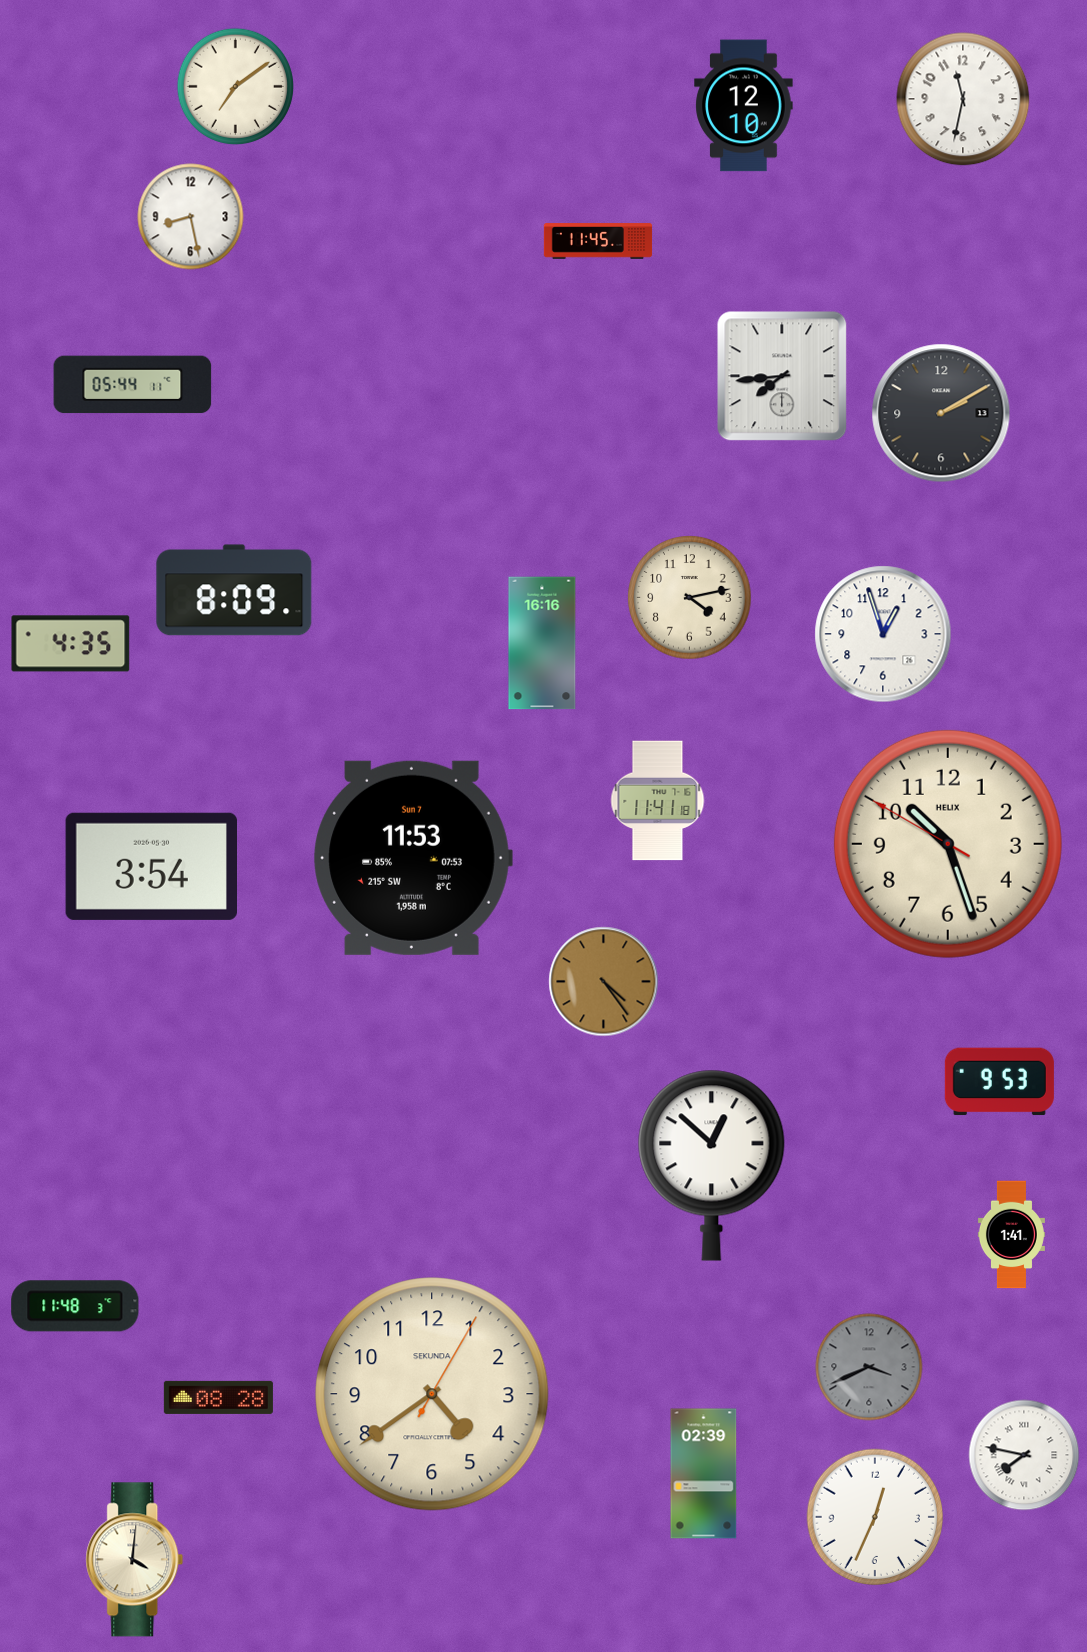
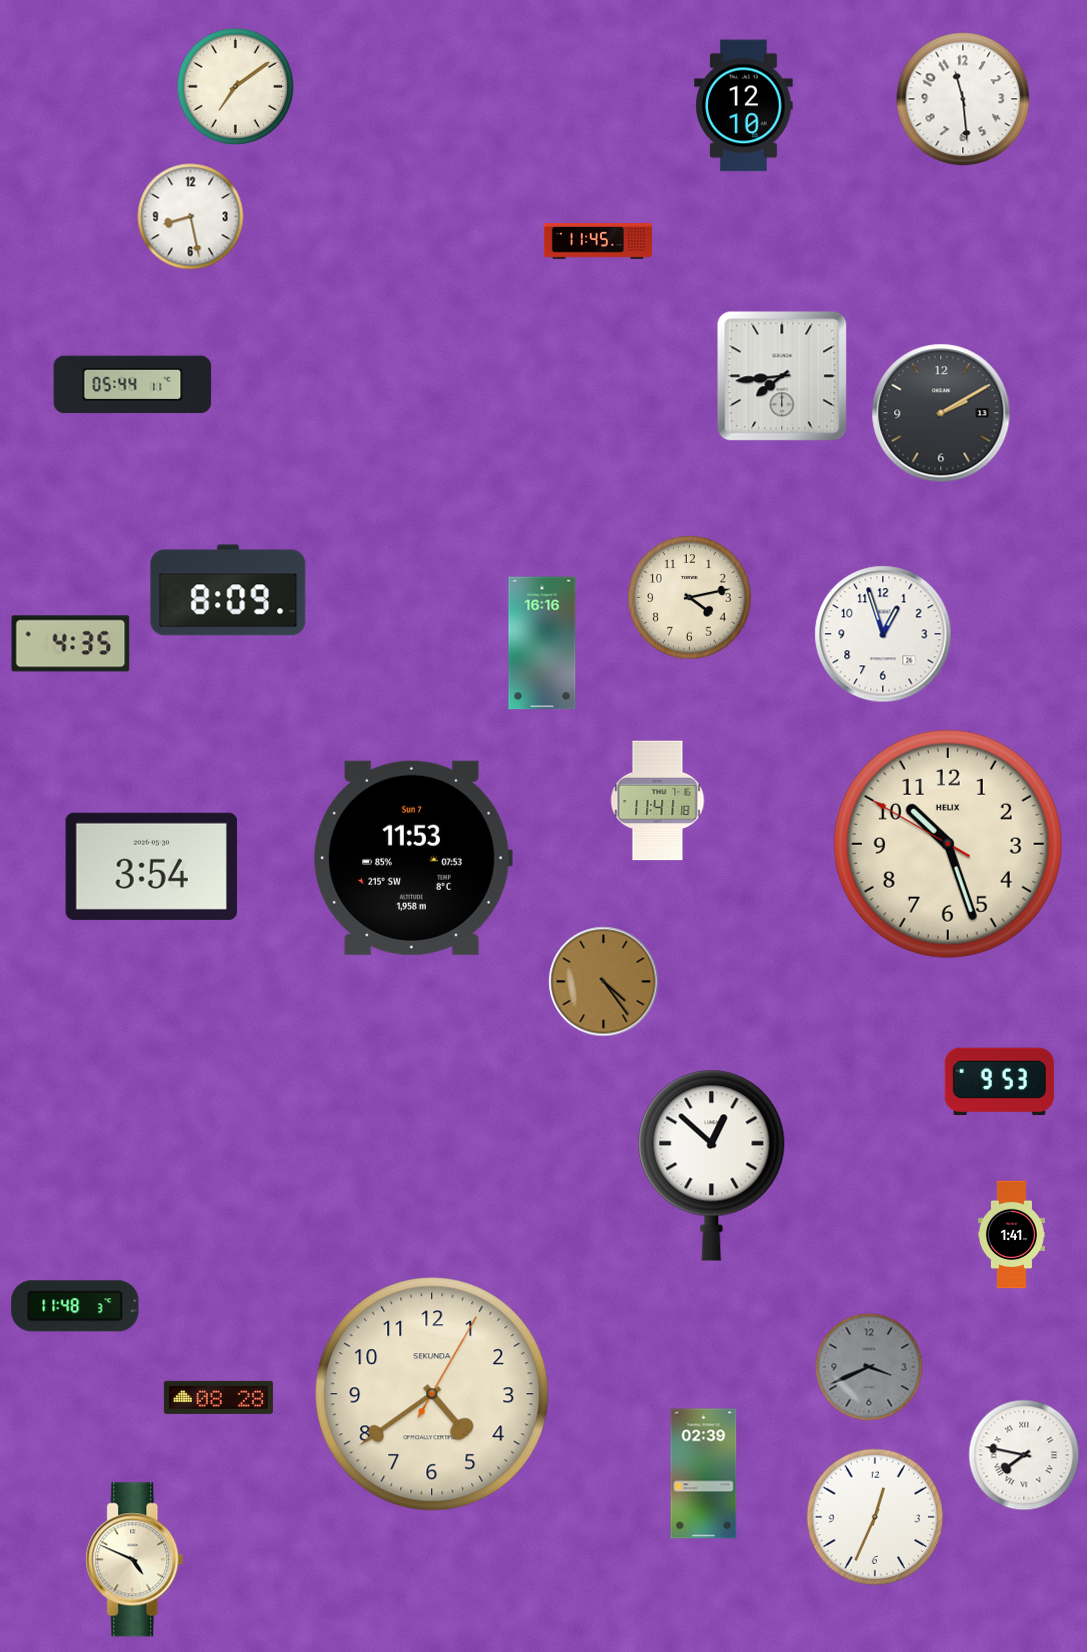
clock at (963, 99): 11:32 -> 11:29
clock at (234, 590) position: (234, 590) -> (228, 590)
clock at (135, 1560): 4:01 -> 4:49
